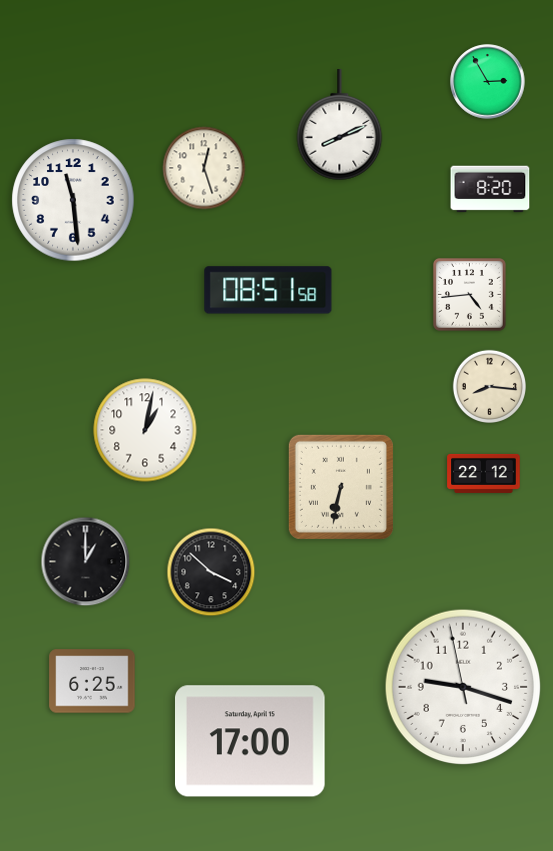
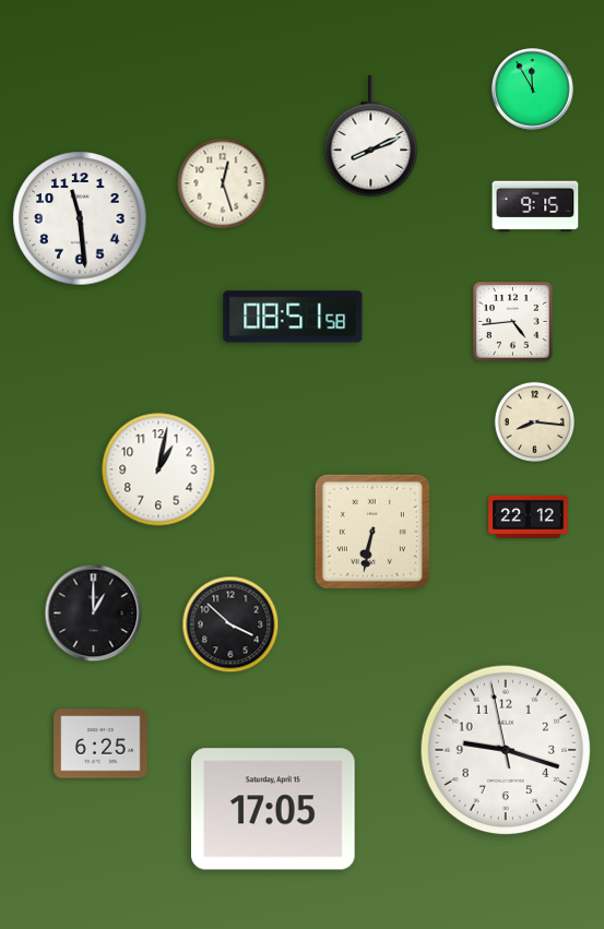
clock at (488, 82): 2:55 -> 11:55
clock at (490, 189): 8:20 -> 9:15
clock at (251, 741): 17:00 -> 17:05
